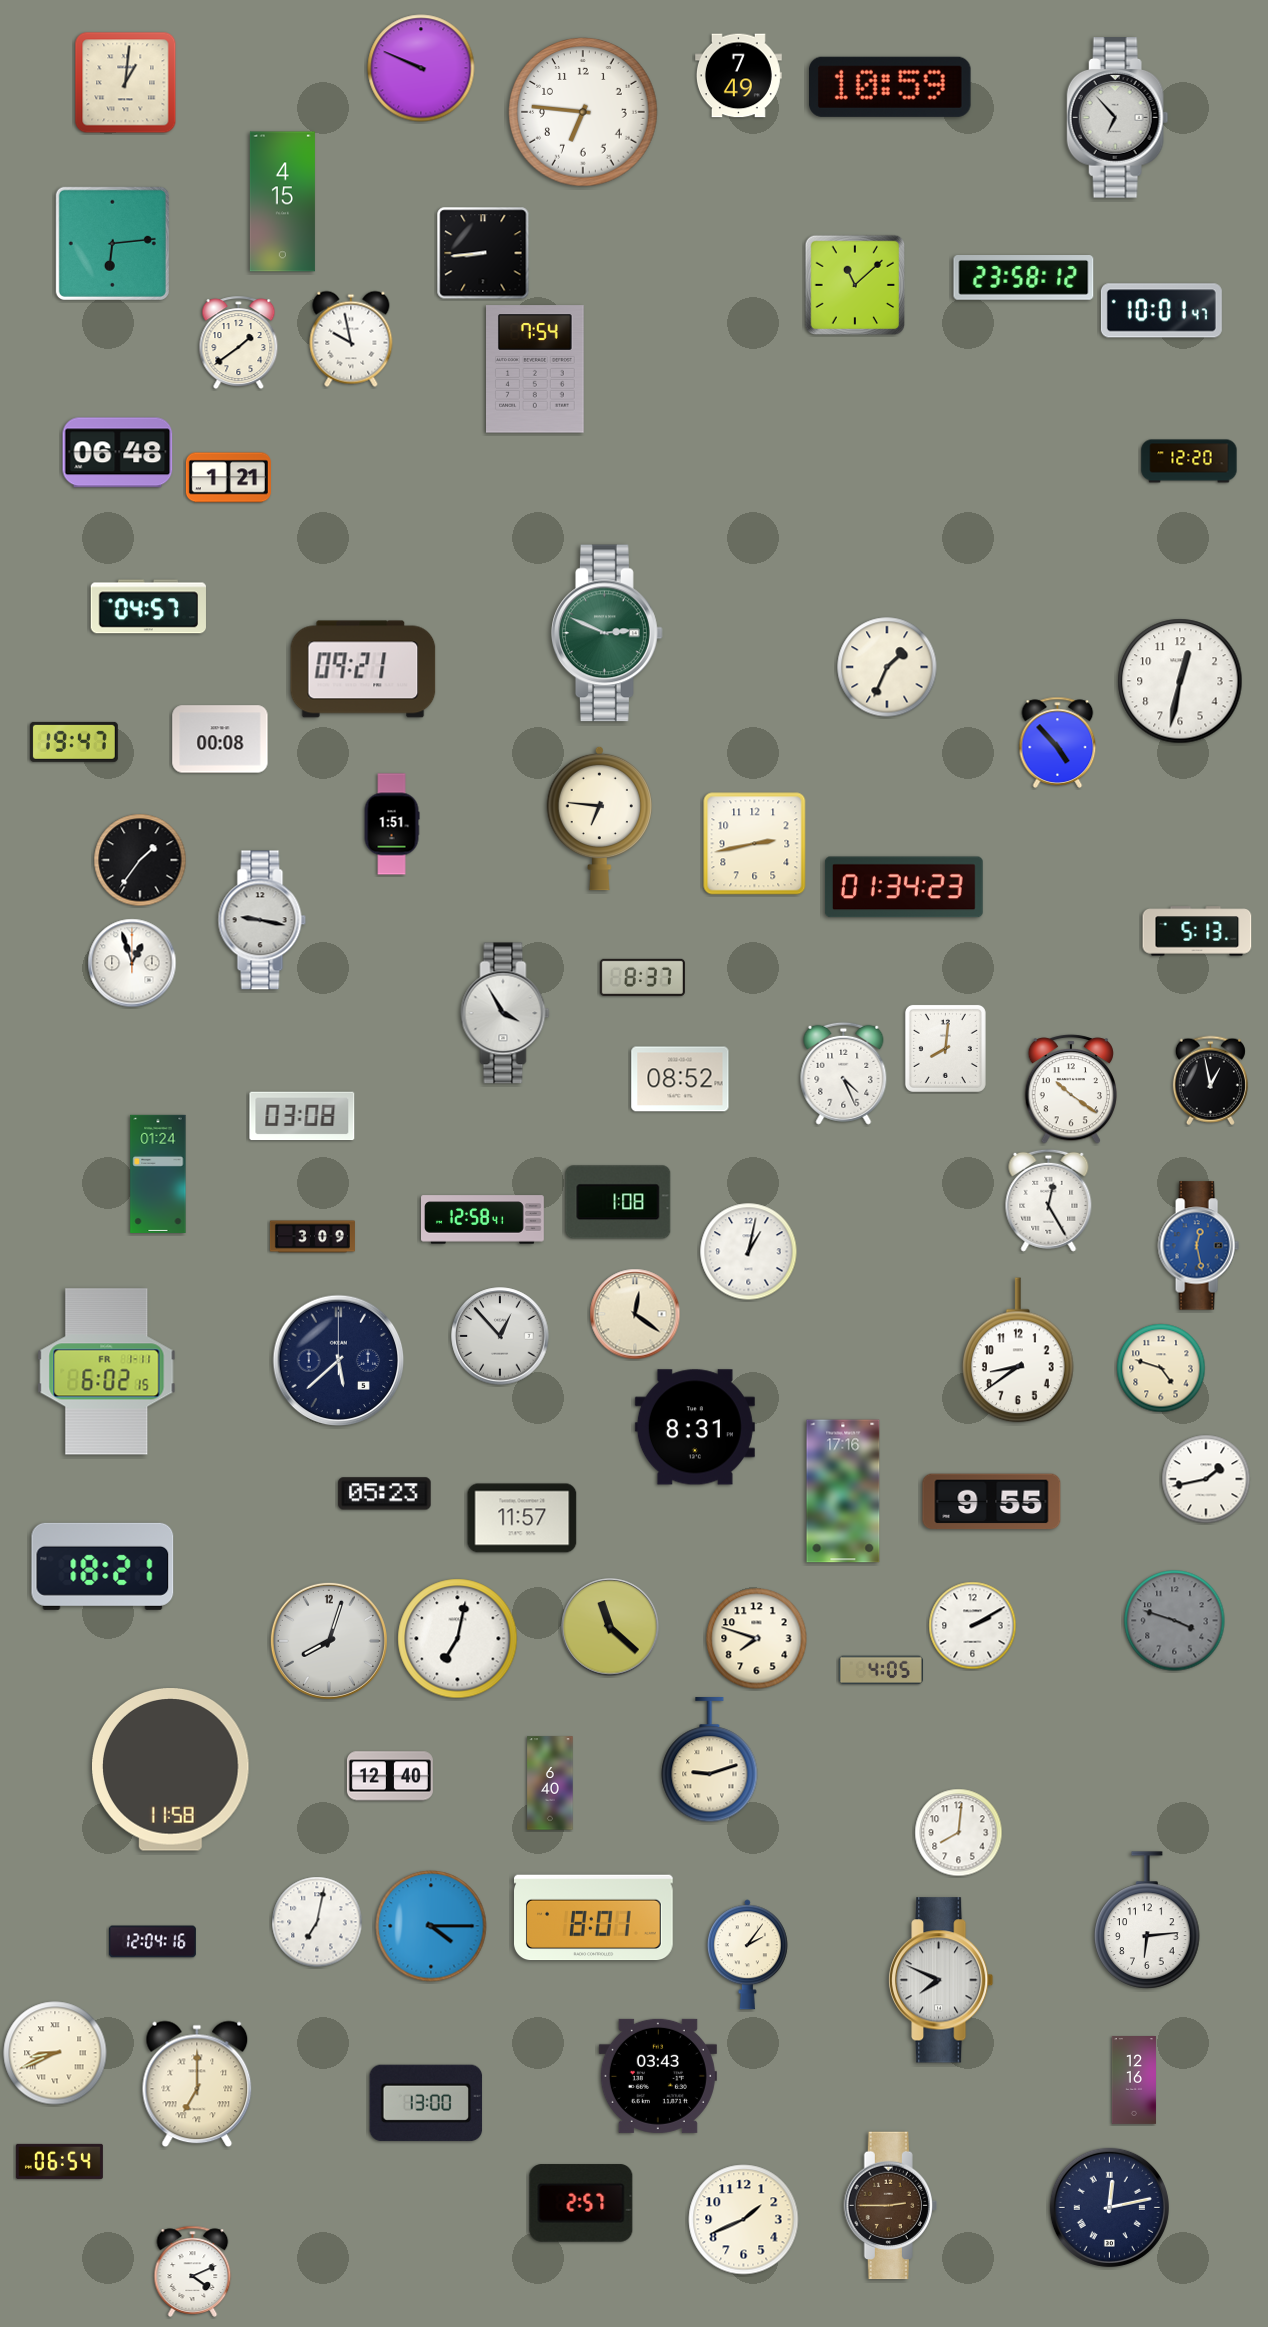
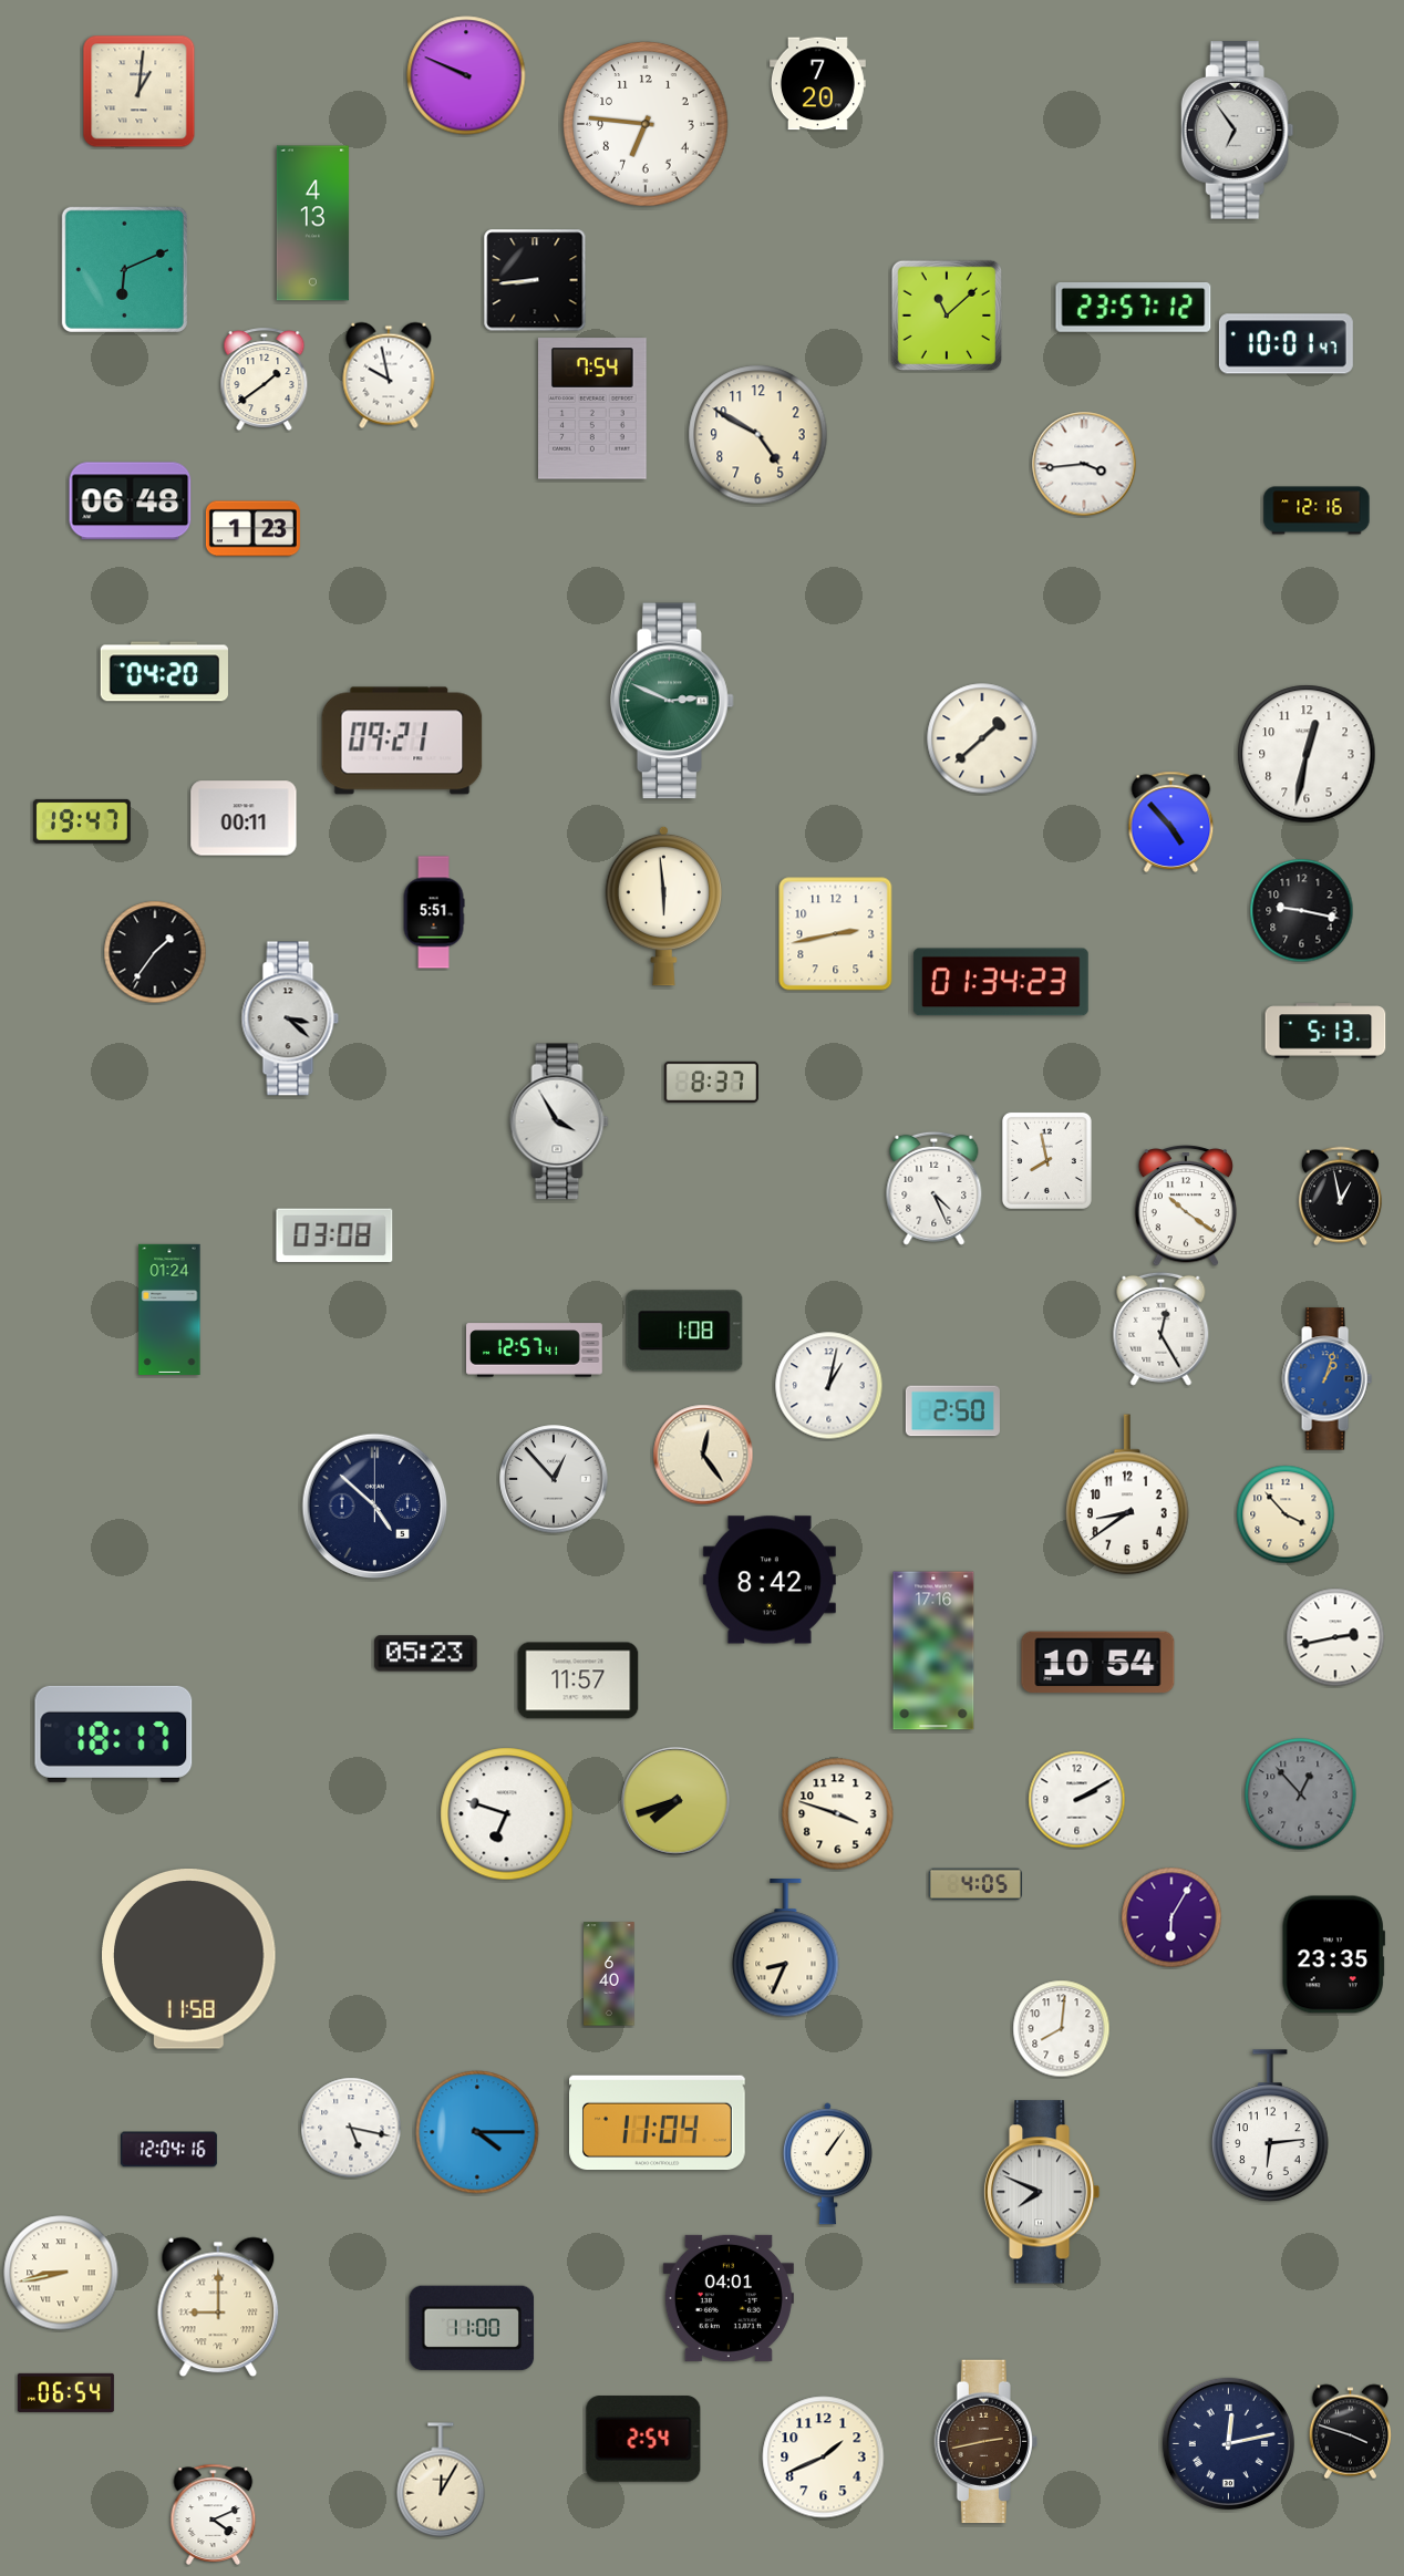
clock at (738, 76): 7:49 -> 7:20
clock at (891, 87): 10:59 -> none
clock at (1118, 118): 6:53 -> 6:54
clock at (282, 202): 4:15 -> 4:13
clock at (112, 243): 6:14 -> 6:11
clock at (1024, 278): 23:58 -> 23:57
clock at (758, 435): none -> 4:50
clock at (1084, 464): none -> 3:44
clock at (1189, 461): 12:20 -> 12:16
clock at (228, 478): 1:21 -> 1:23
clock at (148, 607): 04:57 -> 04:20
clock at (887, 667): 1:34 -> 1:38
clock at (220, 739): 00:08 -> 00:11
clock at (599, 818): 6:46 -> 5:59
clock at (1302, 911): none -> 9:17
clock at (392, 824): 1:51 -> 5:51
clock at (262, 920): 9:17 -> 3:22
clock at (132, 963): 12:57 -> none
clock at (945, 1048): 8:01 -> 7:58
clock at (680, 1079): 08:52 -> none
clock at (158, 1174) position: (158, 1174) -> (169, 1310)
clock at (483, 1220): 12:58 -> 12:57
clock at (312, 1237): 3:09 -> none
clock at (1198, 1246): 12:28 -> 1:03
clock at (952, 1411): none -> 2:50
clock at (635, 1314): 12:21 -> 12:24
clock at (339, 1361): 5:38 -> 4:52
clock at (1161, 1368): 4:48 -> 3:53
clock at (107, 1372): 6:02 -> none
clock at (695, 1427): 8:31 -> 8:42
clock at (1206, 1479): 1:43 -> 2:43
clock at (992, 1502): 9:55 -> 10:54
clock at (103, 1566): 18:21 -> 18:17
clock at (1175, 1621): 3:48 -> 12:53
clock at (610, 1627): 11:22 -> 7:42
clock at (458, 1639): 7:02 -> 6:48
clock at (757, 1639): 7:48 -> 3:48
clock at (329, 1641): 8:03 -> none
clock at (881, 1670) position: (881, 1670) -> (975, 1884)
clock at (1171, 1917): none -> 6:05
clock at (710, 1761): 9:12 -> 8:34
clock at (1333, 1955): none -> 23:35
clock at (390, 1776): 12:40 -> none
clock at (594, 1918): 8:01 -> 11:04
clock at (317, 1922): 7:02 -> 5:17
clock at (747, 1955): 2:06 -> 1:06
clock at (55, 2053): 8:41 -> 8:43
clock at (658, 2076): 03:43 -> 04:01
clock at (1134, 2081): 12:16 -> none
clock at (197, 2084): 7:00 -> 9:00
clock at (426, 2103): 13:00 -> 11:00
clock at (1350, 2432): none -> 3:48
clock at (581, 2203): 2:57 -> 2:54
clock at (890, 2206): 2:45 -> 2:43
clock at (441, 2480): none -> 12:05
